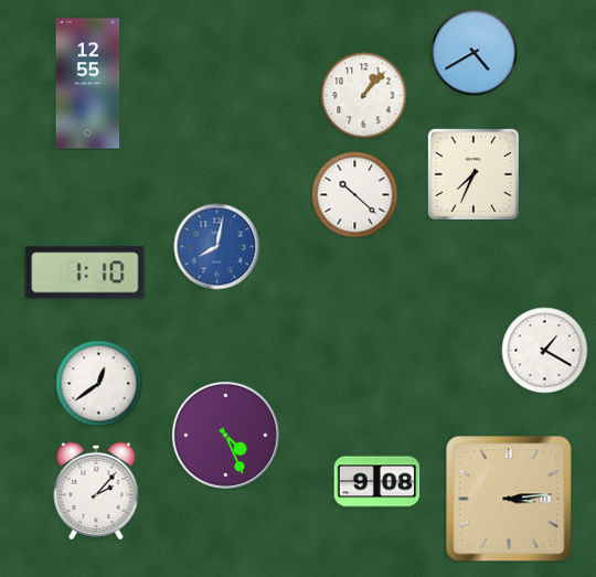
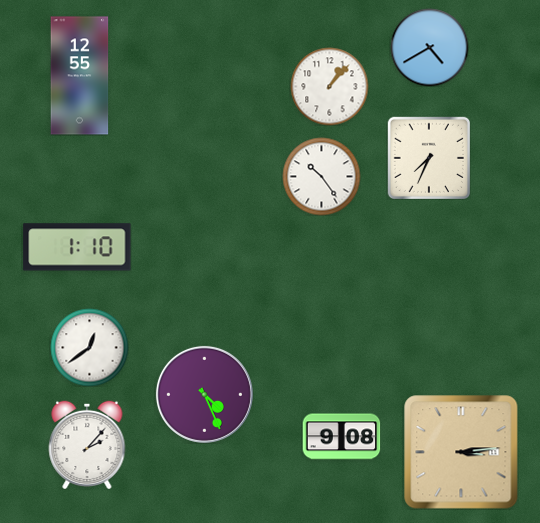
clock at (354, 194): 10:22 -> 10:24
clock at (216, 246): 8:02 -> none
clock at (544, 350): 1:20 -> none
